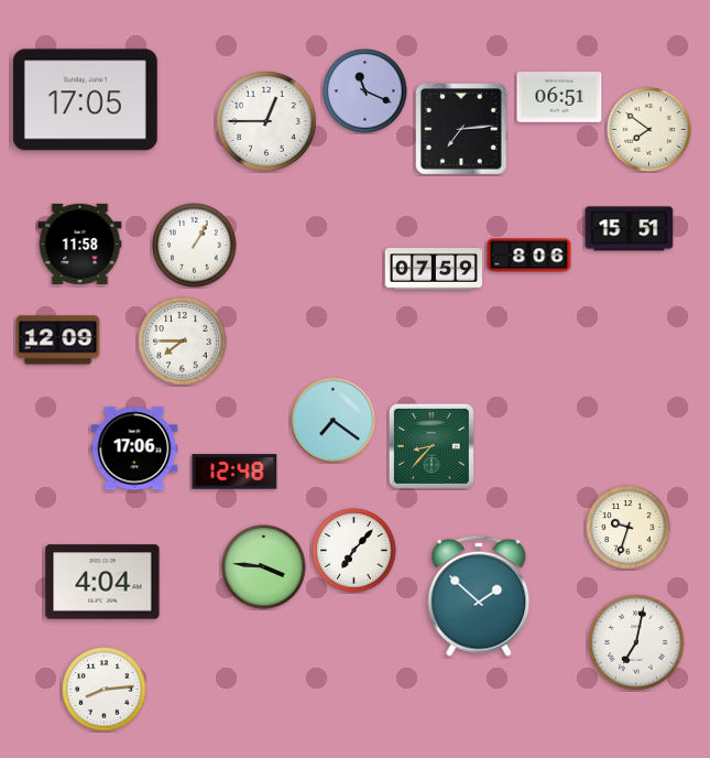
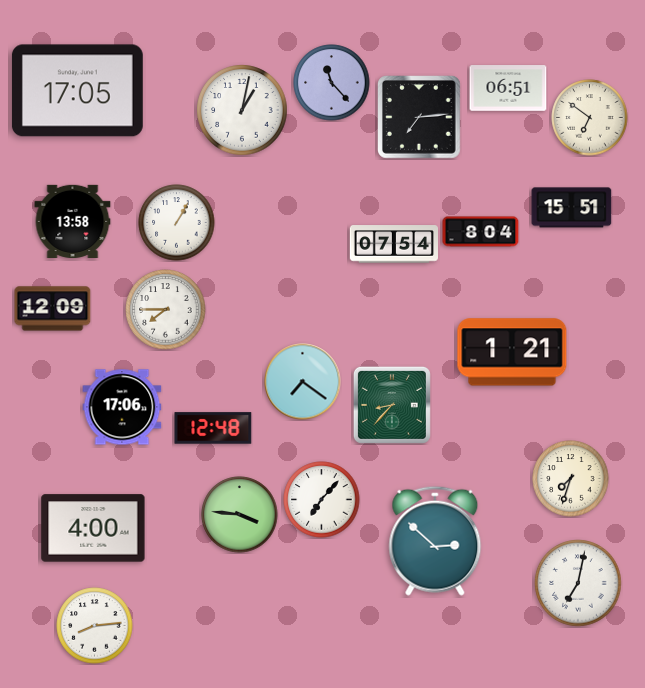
clock at (365, 91): 11:19 -> 11:23
clock at (266, 121): 12:45 -> 1:02
clock at (649, 130): 7:51 -> 6:51
clock at (80, 243): 11:58 -> 13:58
clock at (529, 256): 8:06 -> 8:04
clock at (433, 269): 07:59 -> 07:54
clock at (512, 352): none -> 1:21
clock at (629, 528): 9:33 -> 7:33
clock at (102, 582): 4:04 -> 4:00
clock at (479, 596): 1:52 -> 2:52
